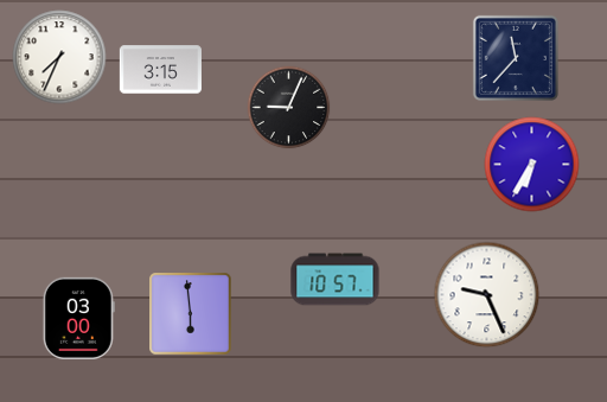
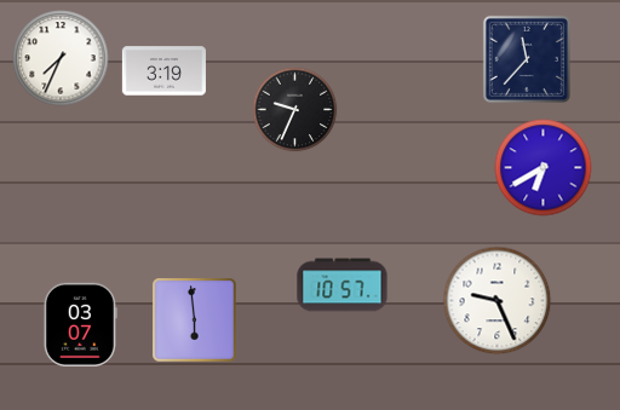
clock at (160, 70): 3:15 -> 3:19
clock at (289, 108): 9:04 -> 9:34
clock at (532, 165): 6:35 -> 6:40
clock at (78, 318): 03:00 -> 03:07
